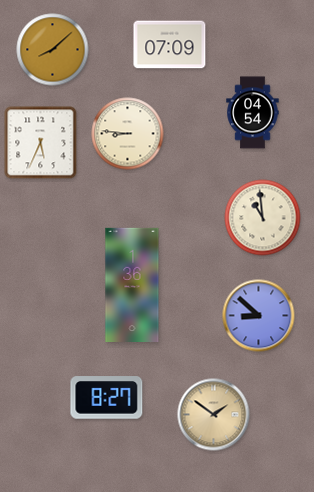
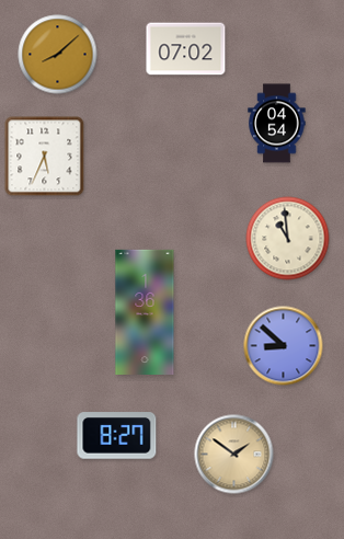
clock at (170, 45): 07:09 -> 07:02
clock at (128, 134): 8:46 -> none
